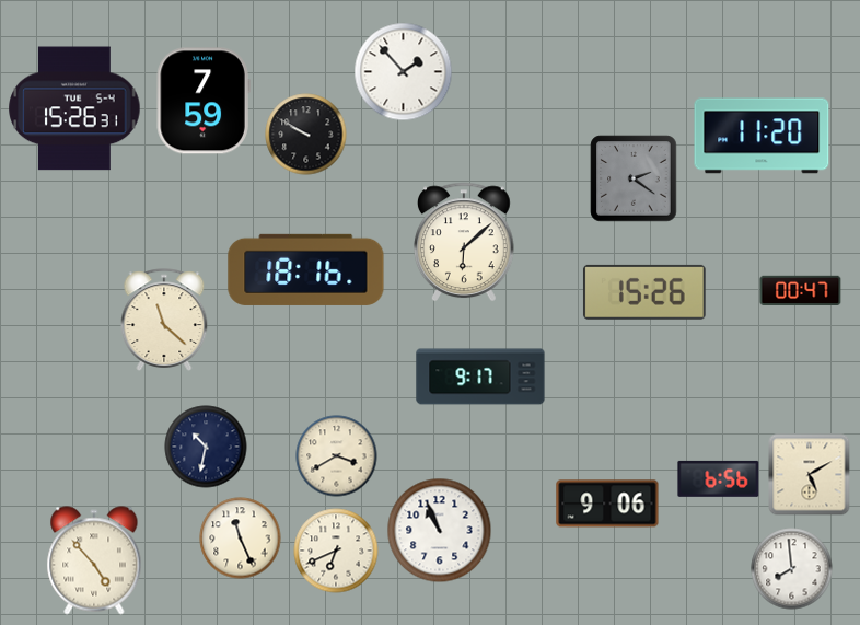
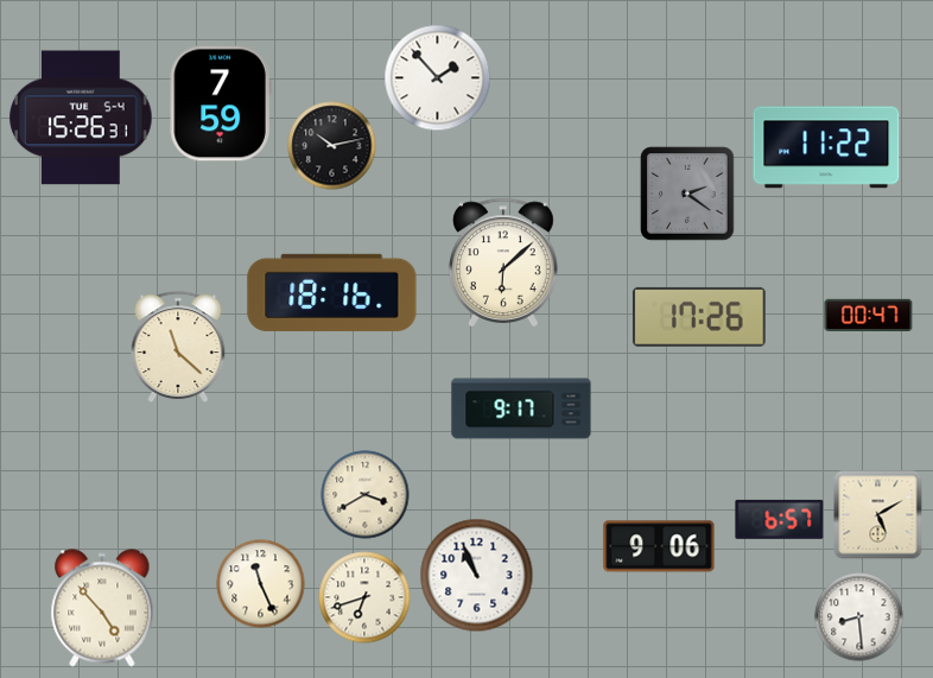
clock at (204, 101) position: (204, 101) -> (221, 103)
clock at (306, 135): 9:50 -> 10:13
clock at (762, 136): 11:20 -> 11:22
clock at (644, 292): 15:26 -> 17:26
clock at (206, 447): 10:32 -> none
clock at (719, 478): 6:56 -> 6:57
clock at (336, 551): 6:41 -> 6:42
clock at (792, 569): 7:59 -> 8:29
